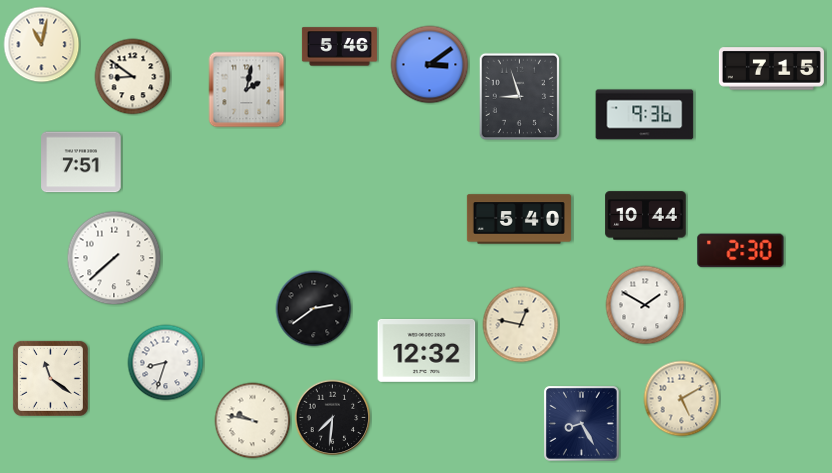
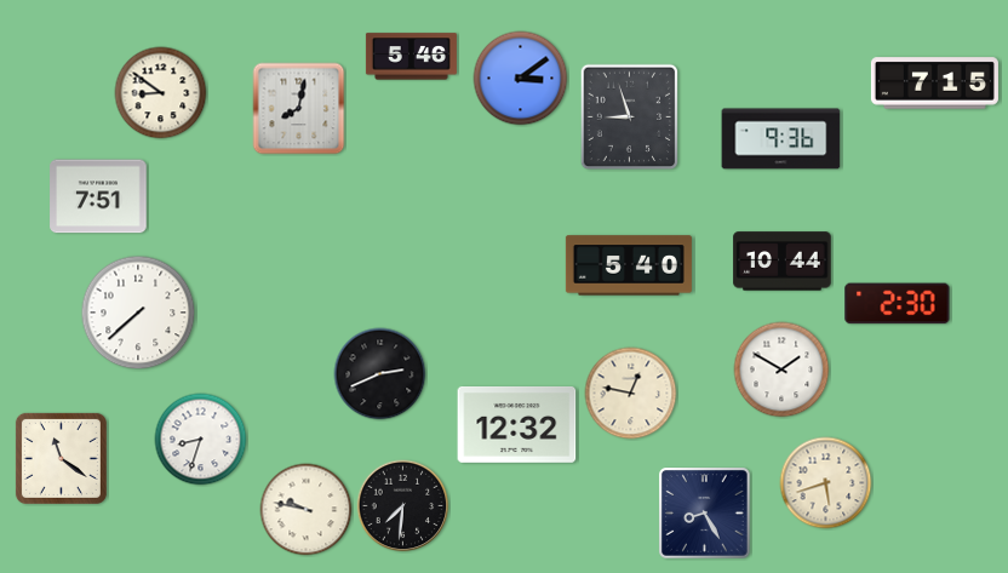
clock at (42, 45): 11:02 -> none
clock at (247, 90): 2:02 -> 8:02
clock at (314, 309): 2:39 -> 2:41
clock at (682, 399): 5:10 -> 5:42
